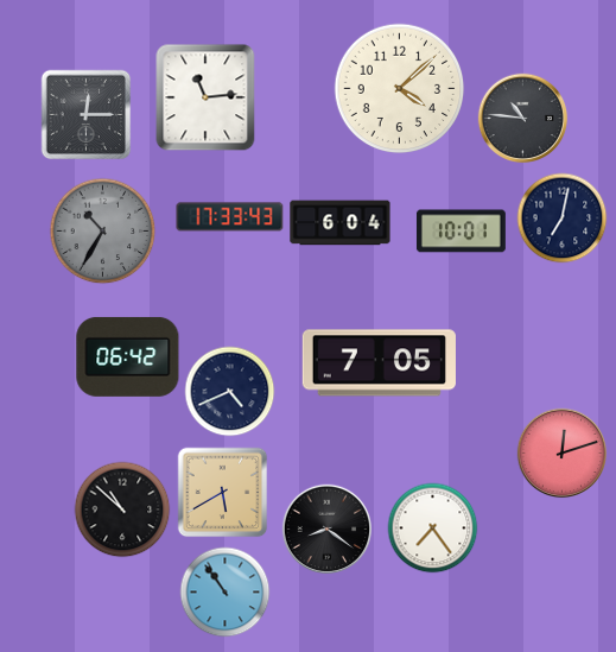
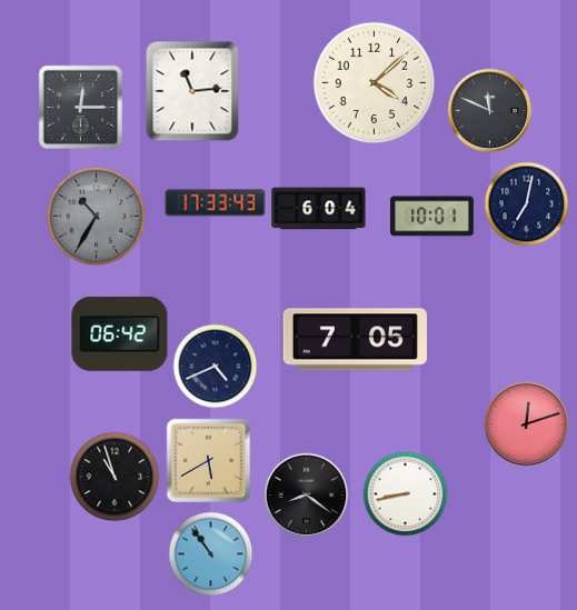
clock at (523, 119): 10:46 -> 11:49
clock at (122, 509): 10:52 -> 10:57
clock at (433, 528): 7:24 -> 8:43
